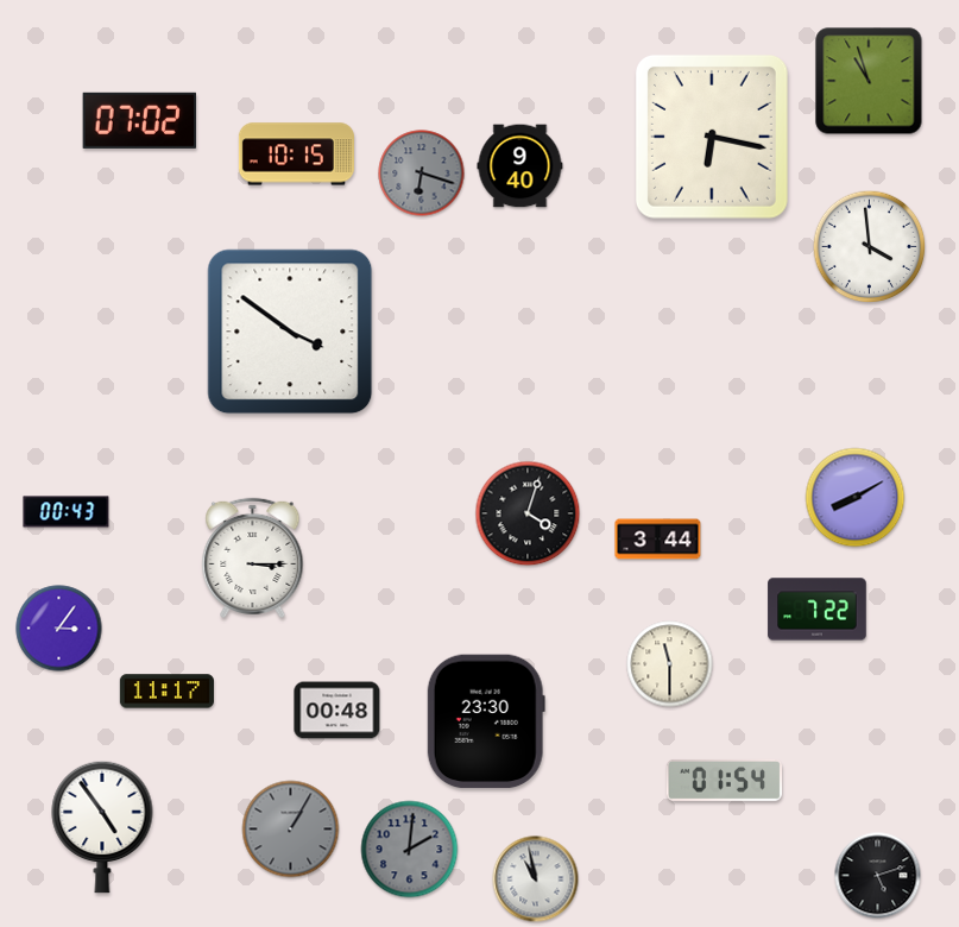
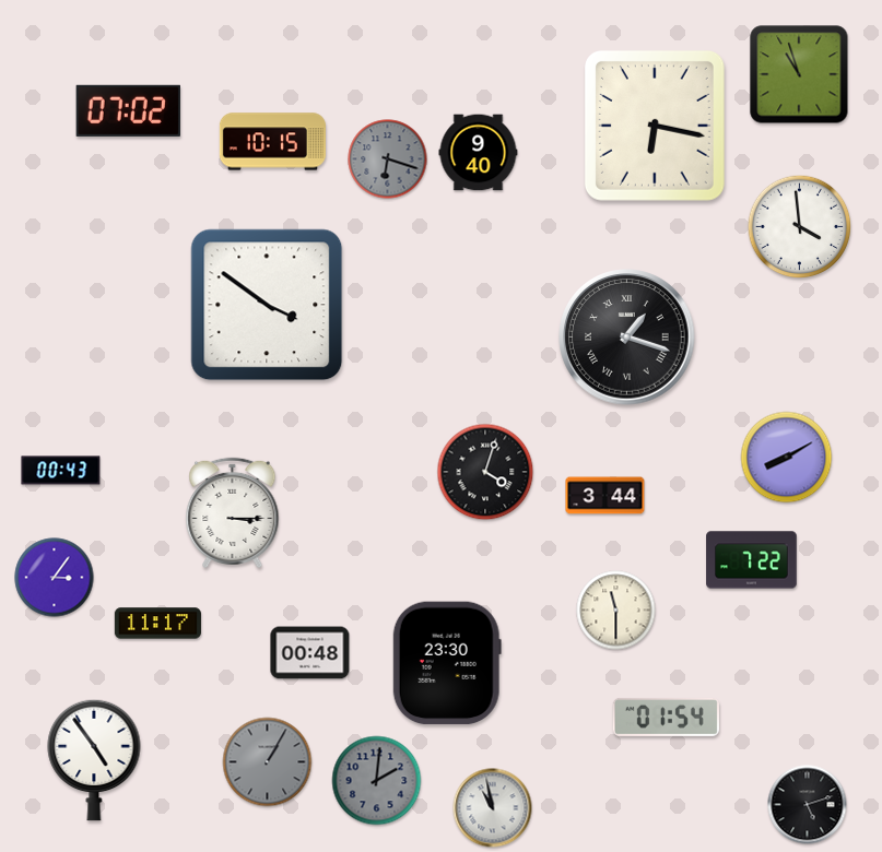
clock at (627, 338): none -> 1:18
clock at (166, 692) position: (166, 692) -> (157, 624)
